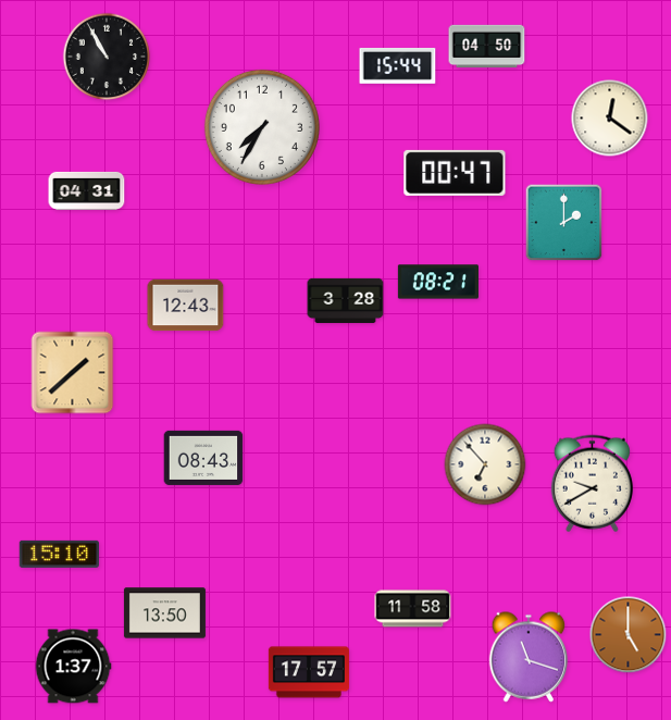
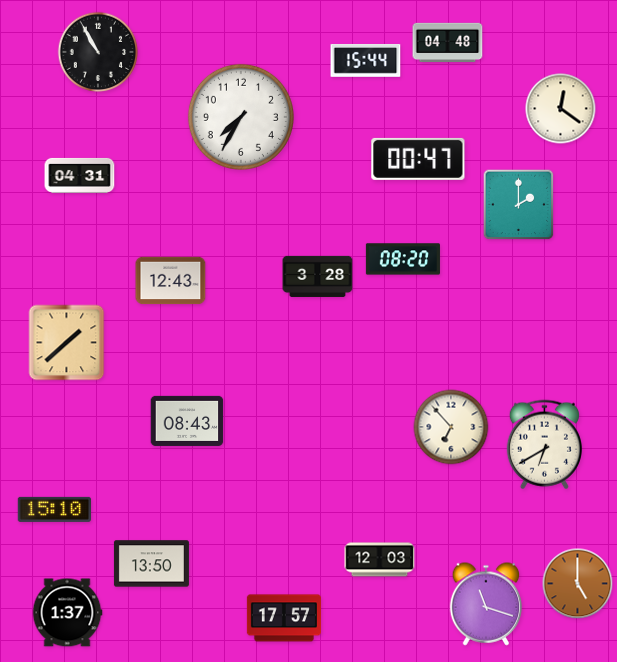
clock at (487, 47): 04:50 -> 04:48
clock at (438, 282): 08:21 -> 08:20
clock at (485, 464) position: (485, 464) -> (451, 427)
clock at (592, 484): 9:40 -> 6:40
clock at (413, 609): 11:58 -> 12:03
